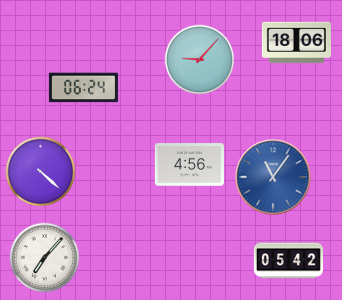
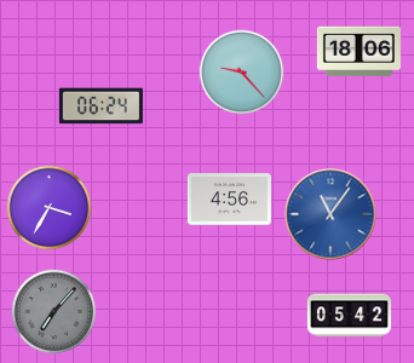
clock at (200, 60): 9:07 -> 9:23
clock at (41, 172): 4:22 -> 3:35
clock at (45, 258) dial: white -> grey
